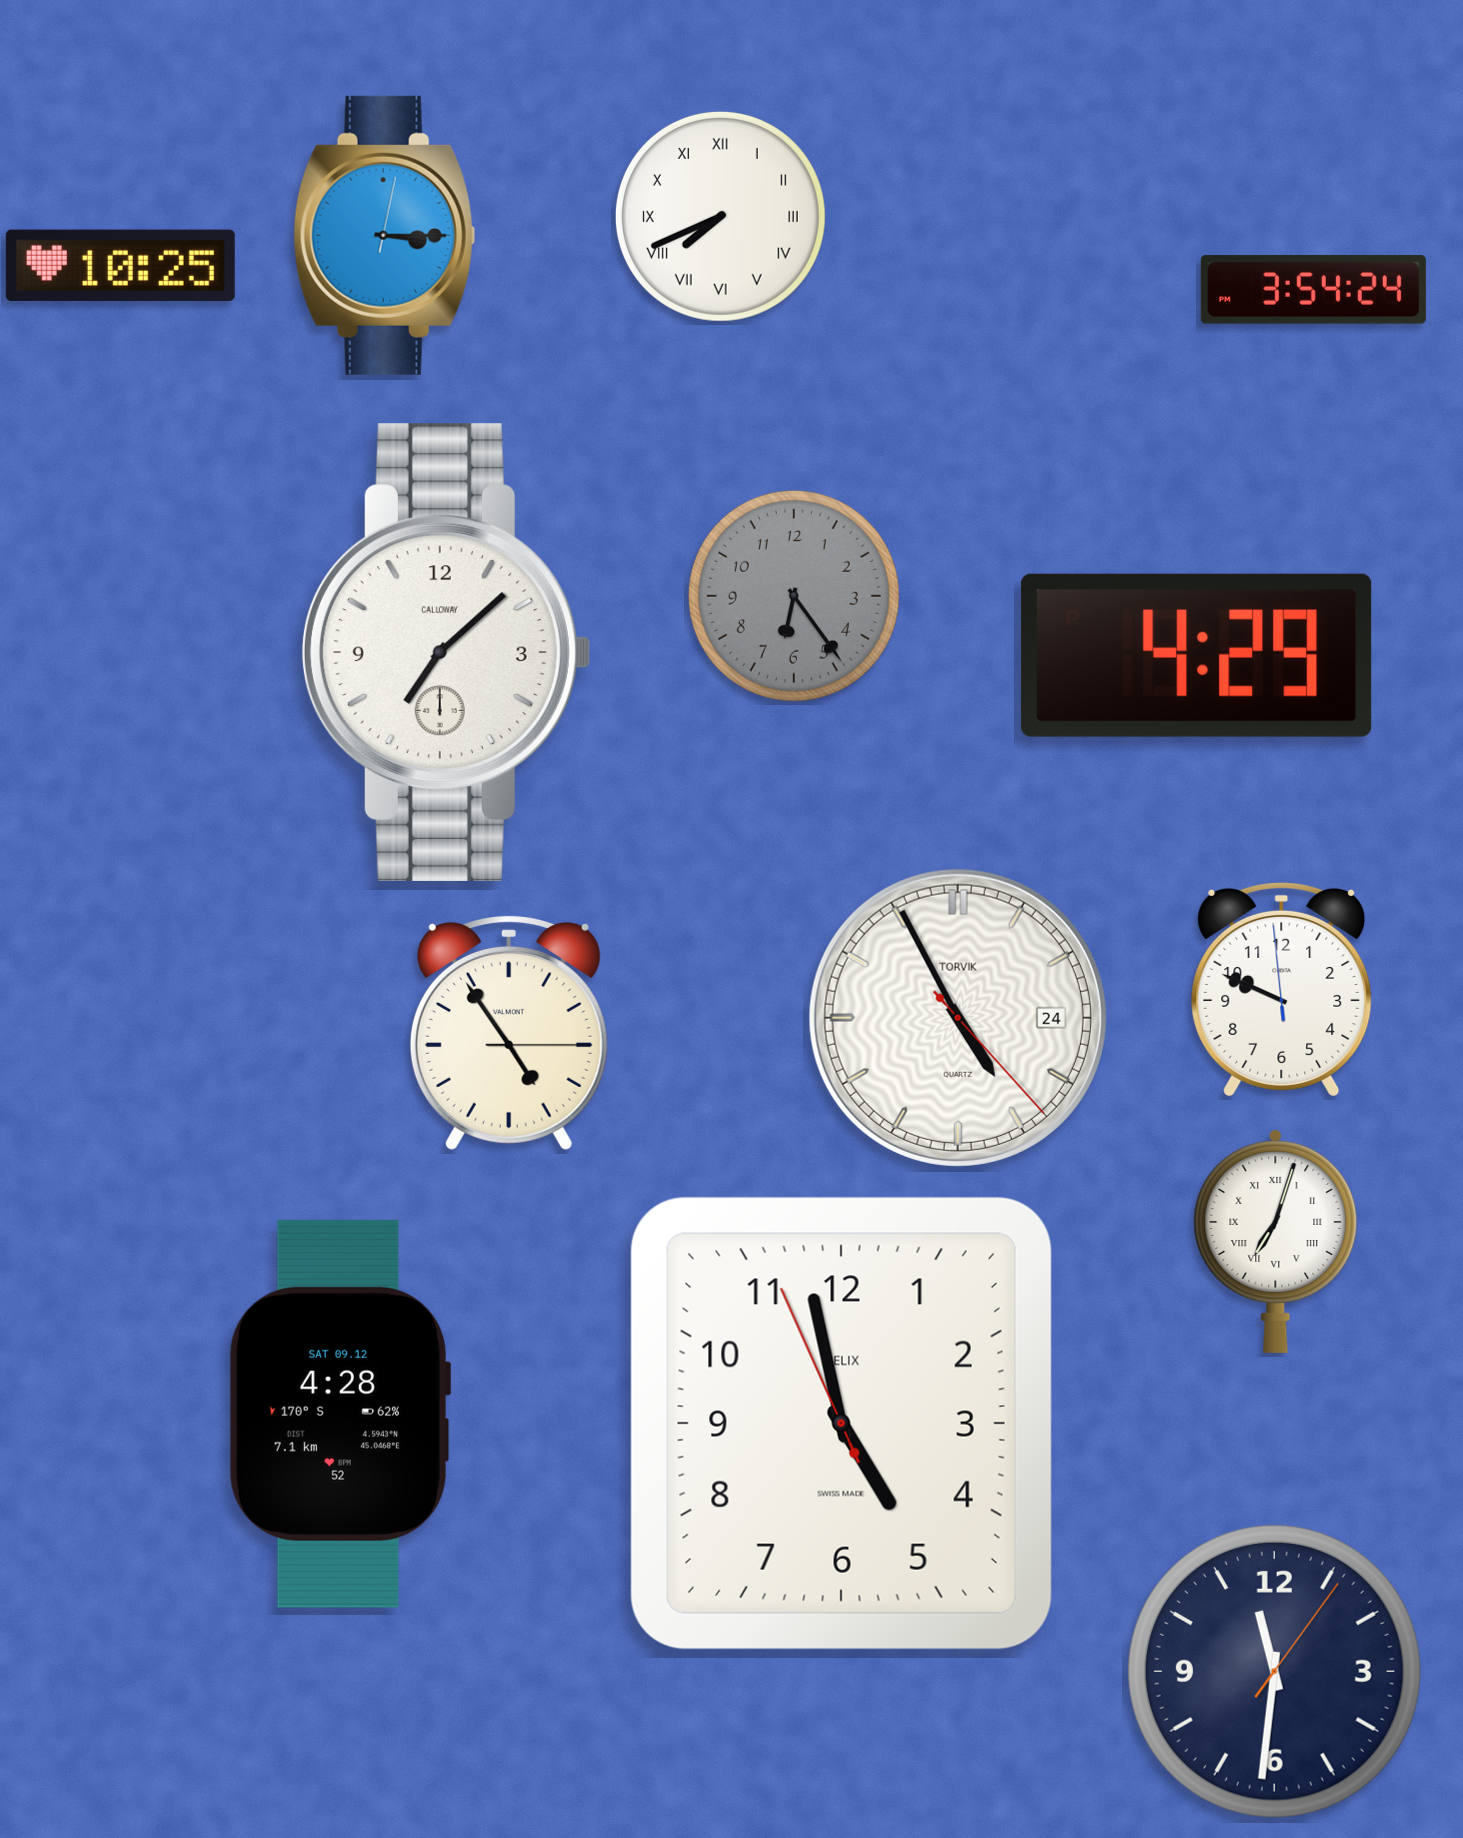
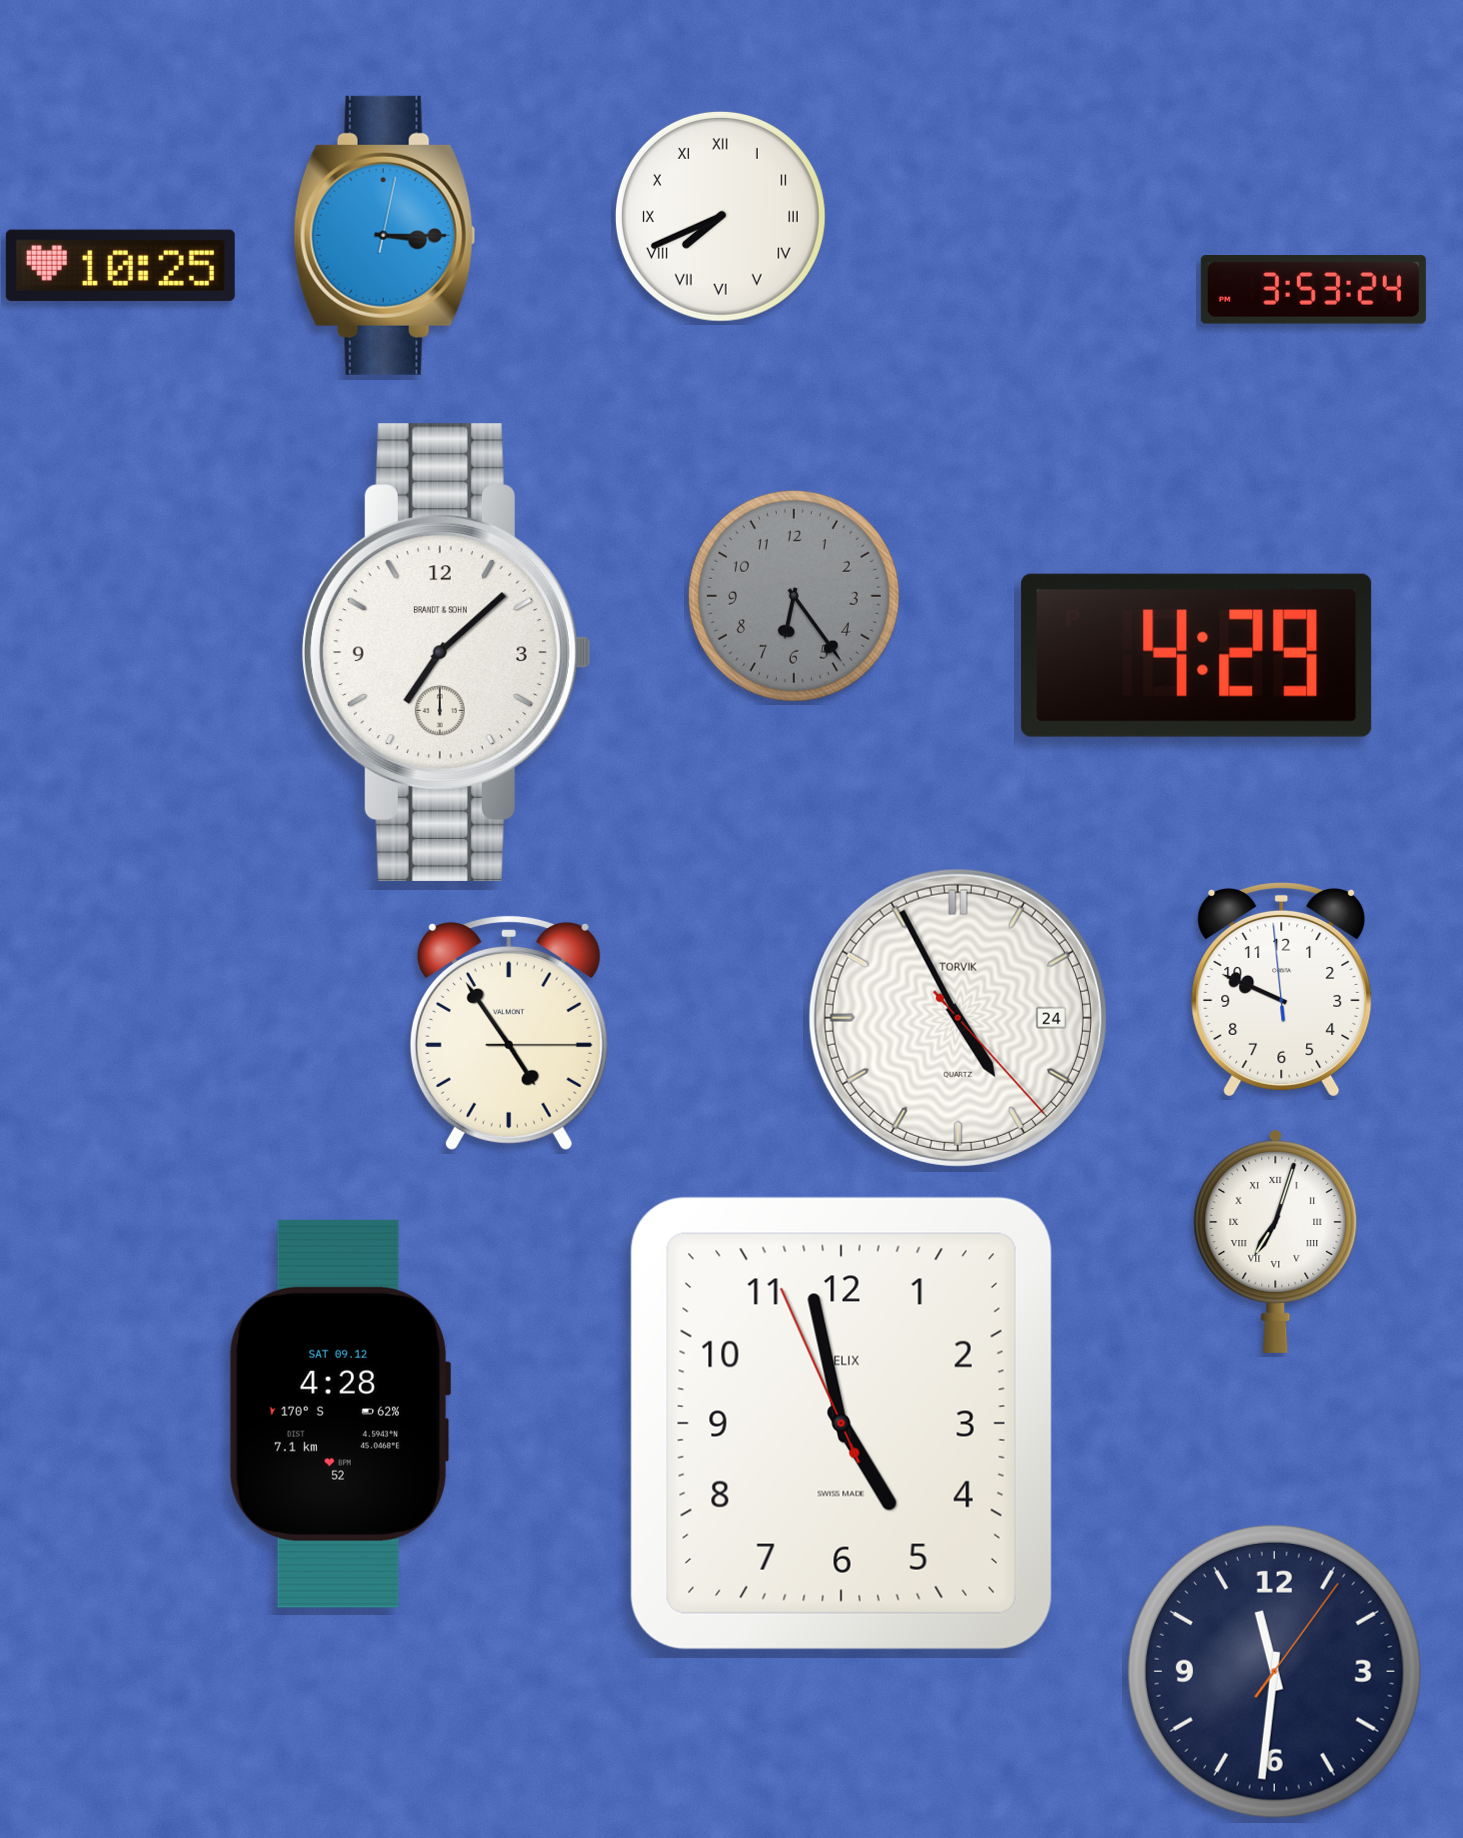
clock at (1313, 290): 3:54 -> 3:53
clock at (446, 652) brand: CALLOWAY -> BRANDT & SOHN
